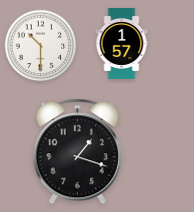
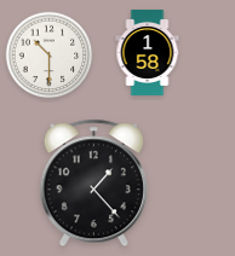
clock at (122, 43): 1:57 -> 1:58
clock at (77, 152): 1:18 -> 1:23
